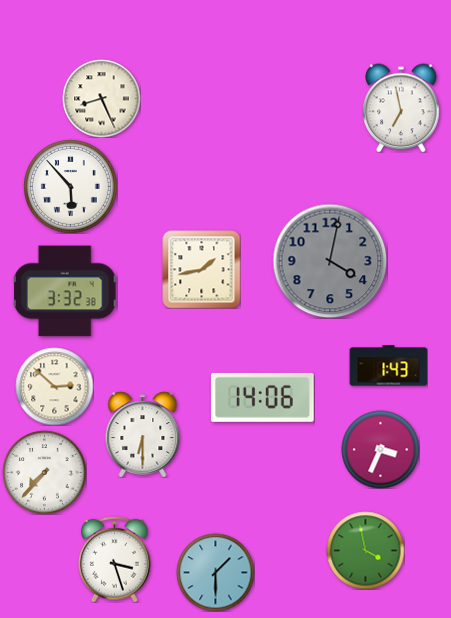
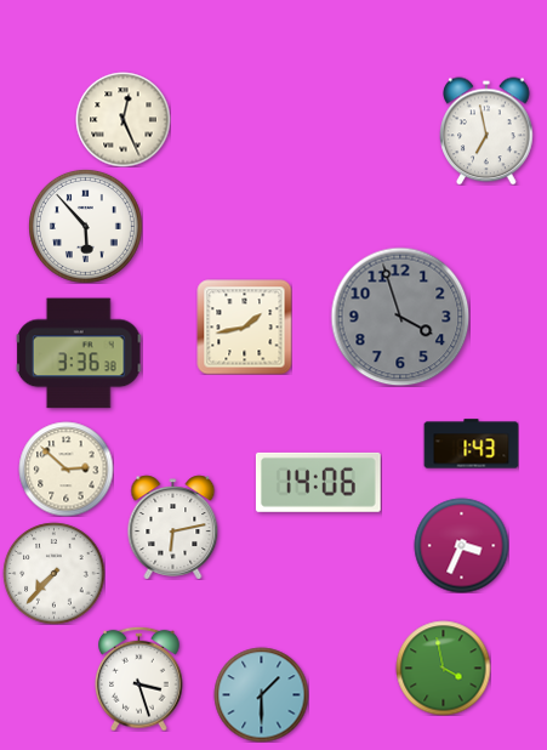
clock at (101, 98): 8:26 -> 12:26
clock at (330, 261): 4:02 -> 3:57
clock at (65, 291): 3:32 -> 3:36
clock at (143, 434): 6:30 -> 6:13
